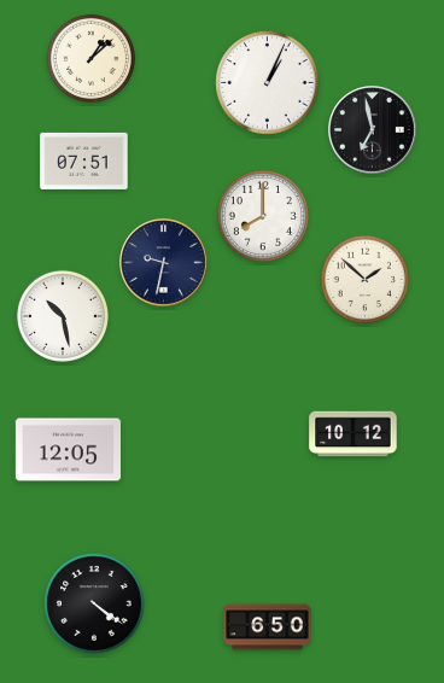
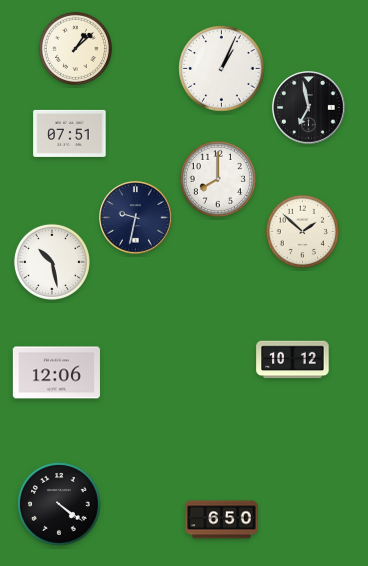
clock at (68, 450): 12:05 -> 12:06
clock at (94, 603) position: (94, 603) -> (59, 504)
